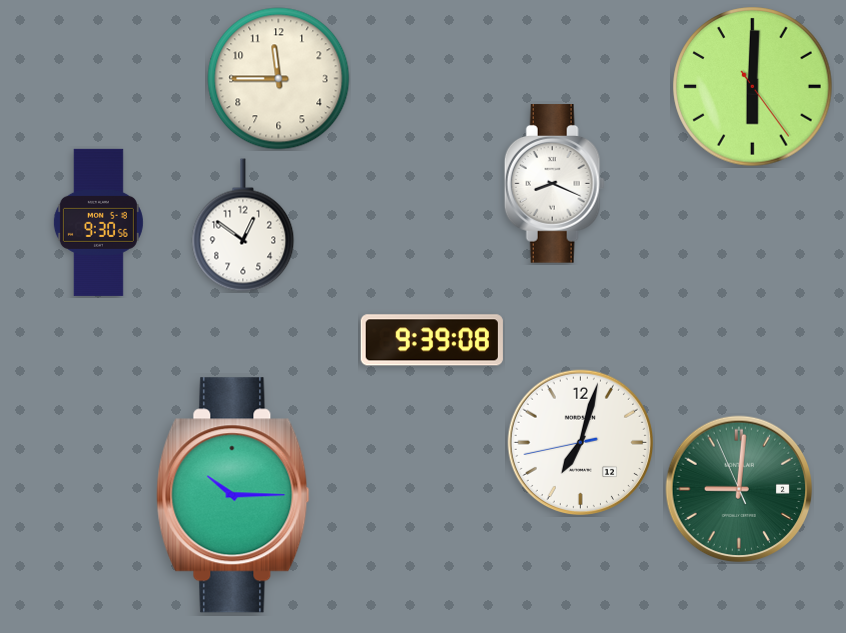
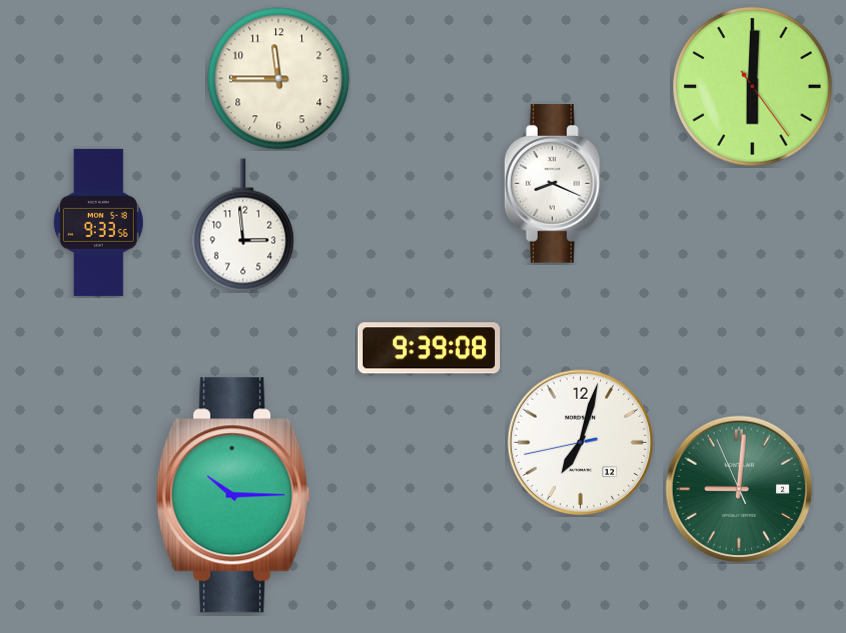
clock at (98, 222): 9:30 -> 9:33
clock at (243, 225): 12:51 -> 2:59
clock at (432, 340) position: (432, 340) -> (429, 348)
